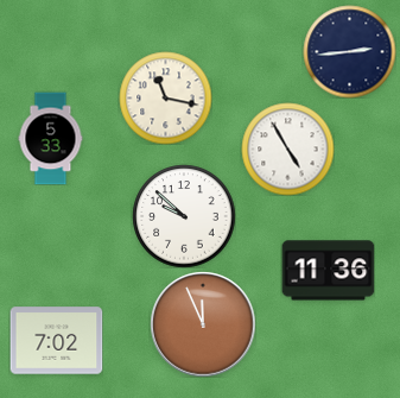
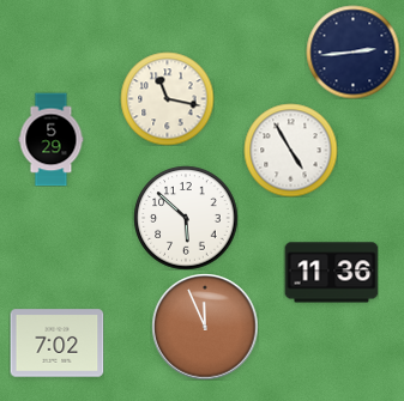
clock at (51, 138): 5:33 -> 5:29
clock at (184, 216): 9:52 -> 5:52
